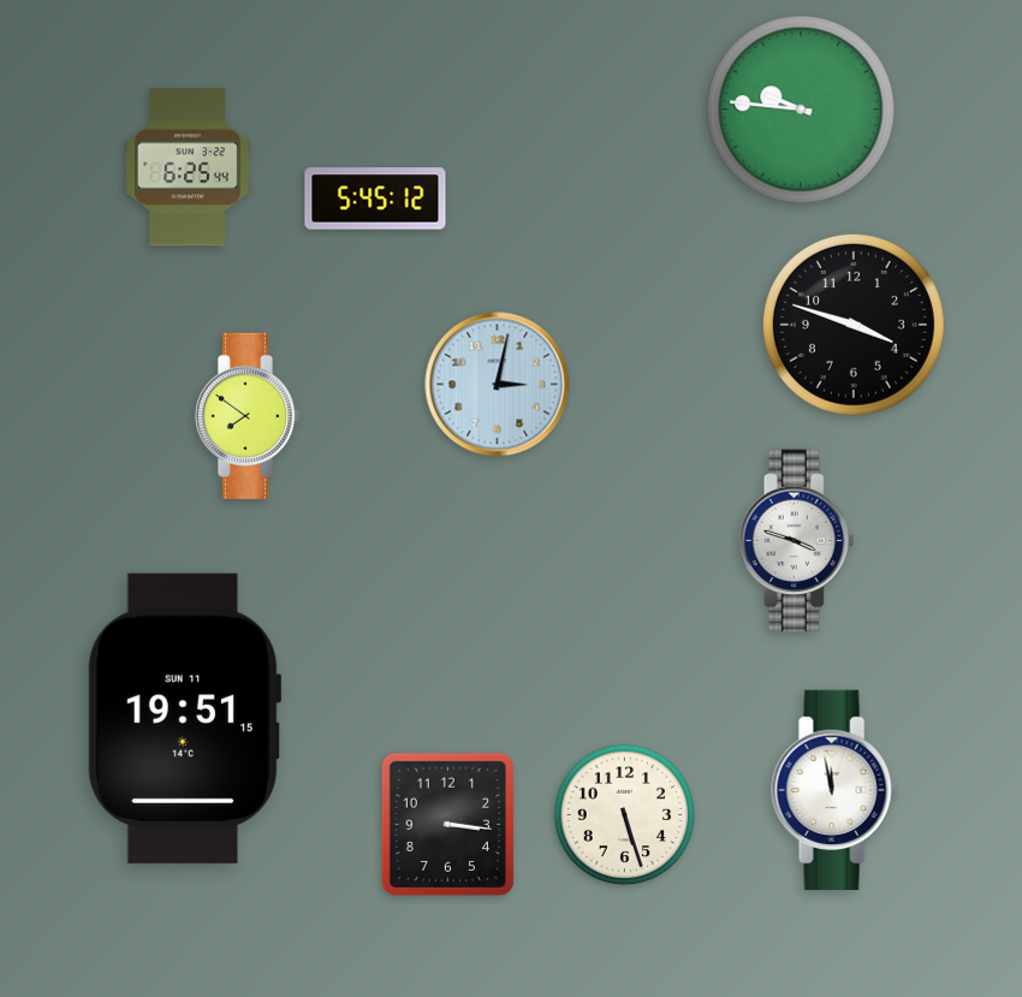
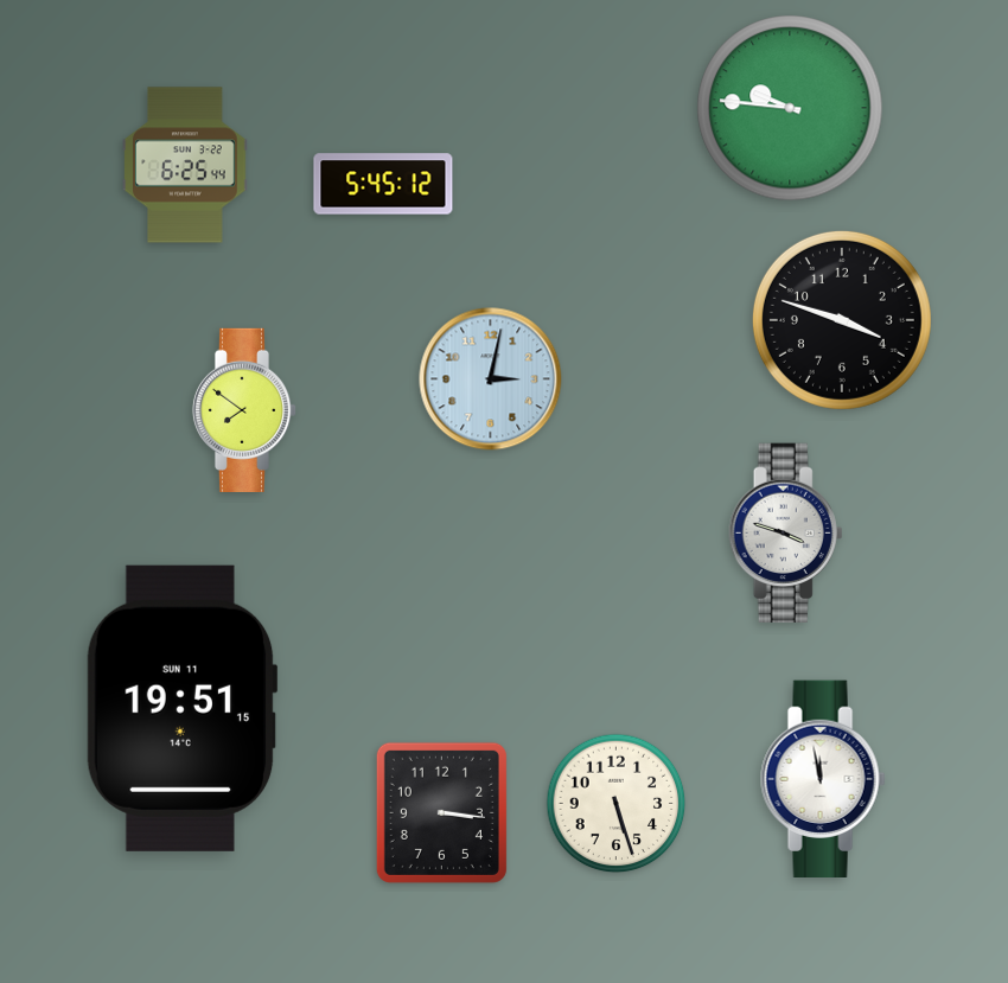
clock at (375, 198) position: (375, 198) -> (383, 184)
